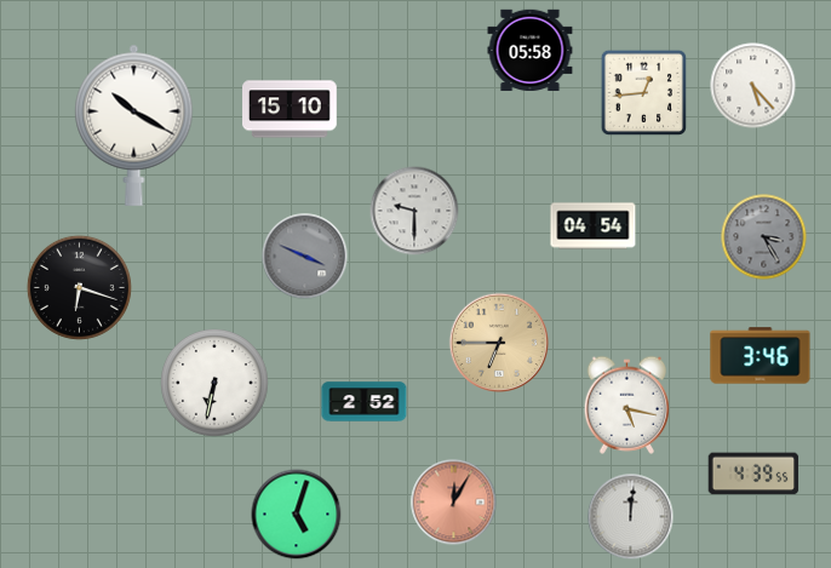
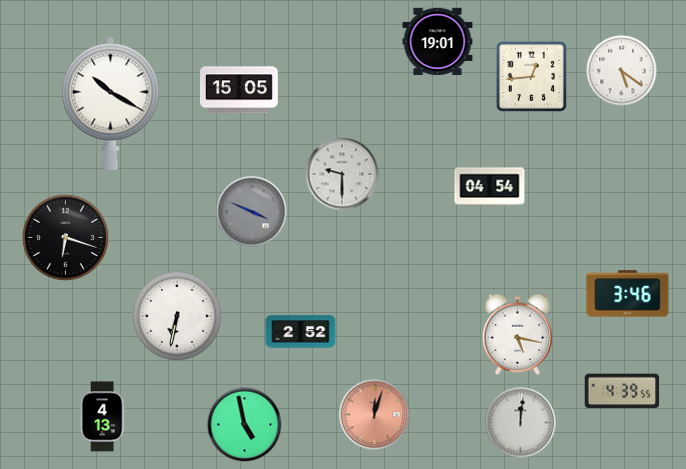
clock at (531, 50): 05:58 -> 19:01
clock at (753, 86): 5:23 -> 5:21
clock at (291, 109): 15:10 -> 15:05
clock at (764, 237): 3:25 -> none
clock at (499, 343): 6:45 -> none
clock at (454, 503): 12:05 -> 12:03
clock at (102, 417): none -> 4:13
clock at (297, 515): 5:03 -> 4:58
clock at (631, 517) position: (631, 517) -> (521, 423)
